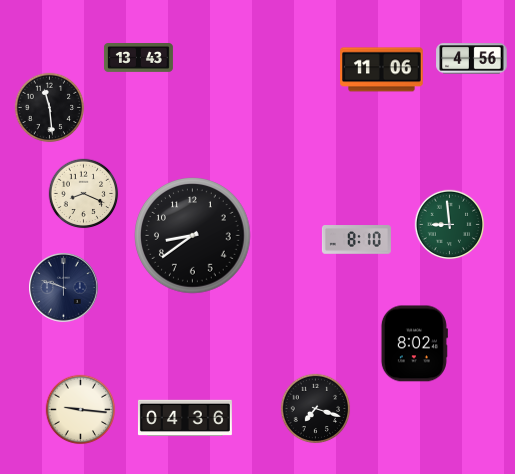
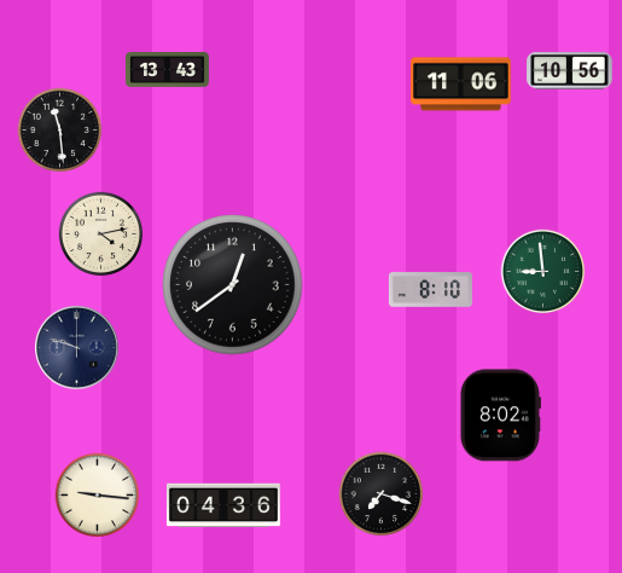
clock at (472, 59): 4:56 -> 10:56
clock at (84, 194): 8:19 -> 4:13
clock at (193, 236): 8:39 -> 12:39
